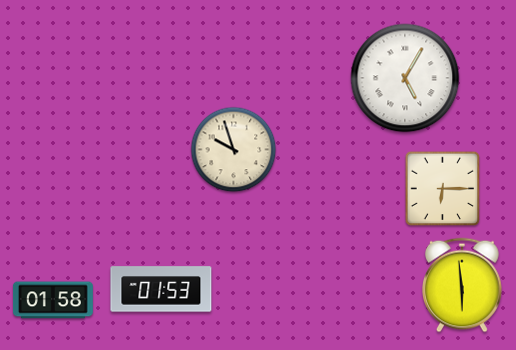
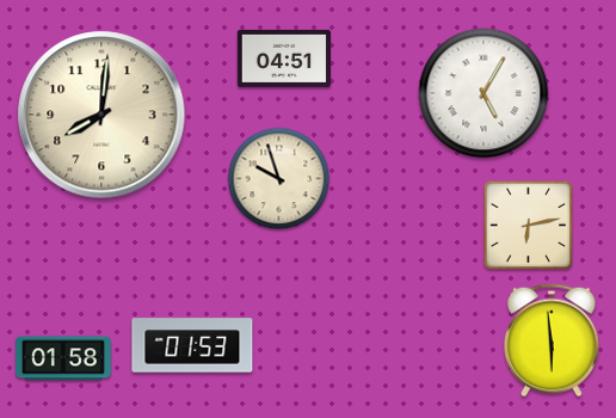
clock at (284, 59): none -> 04:51
clock at (101, 115): none -> 8:01
clock at (443, 189): 6:15 -> 6:13
